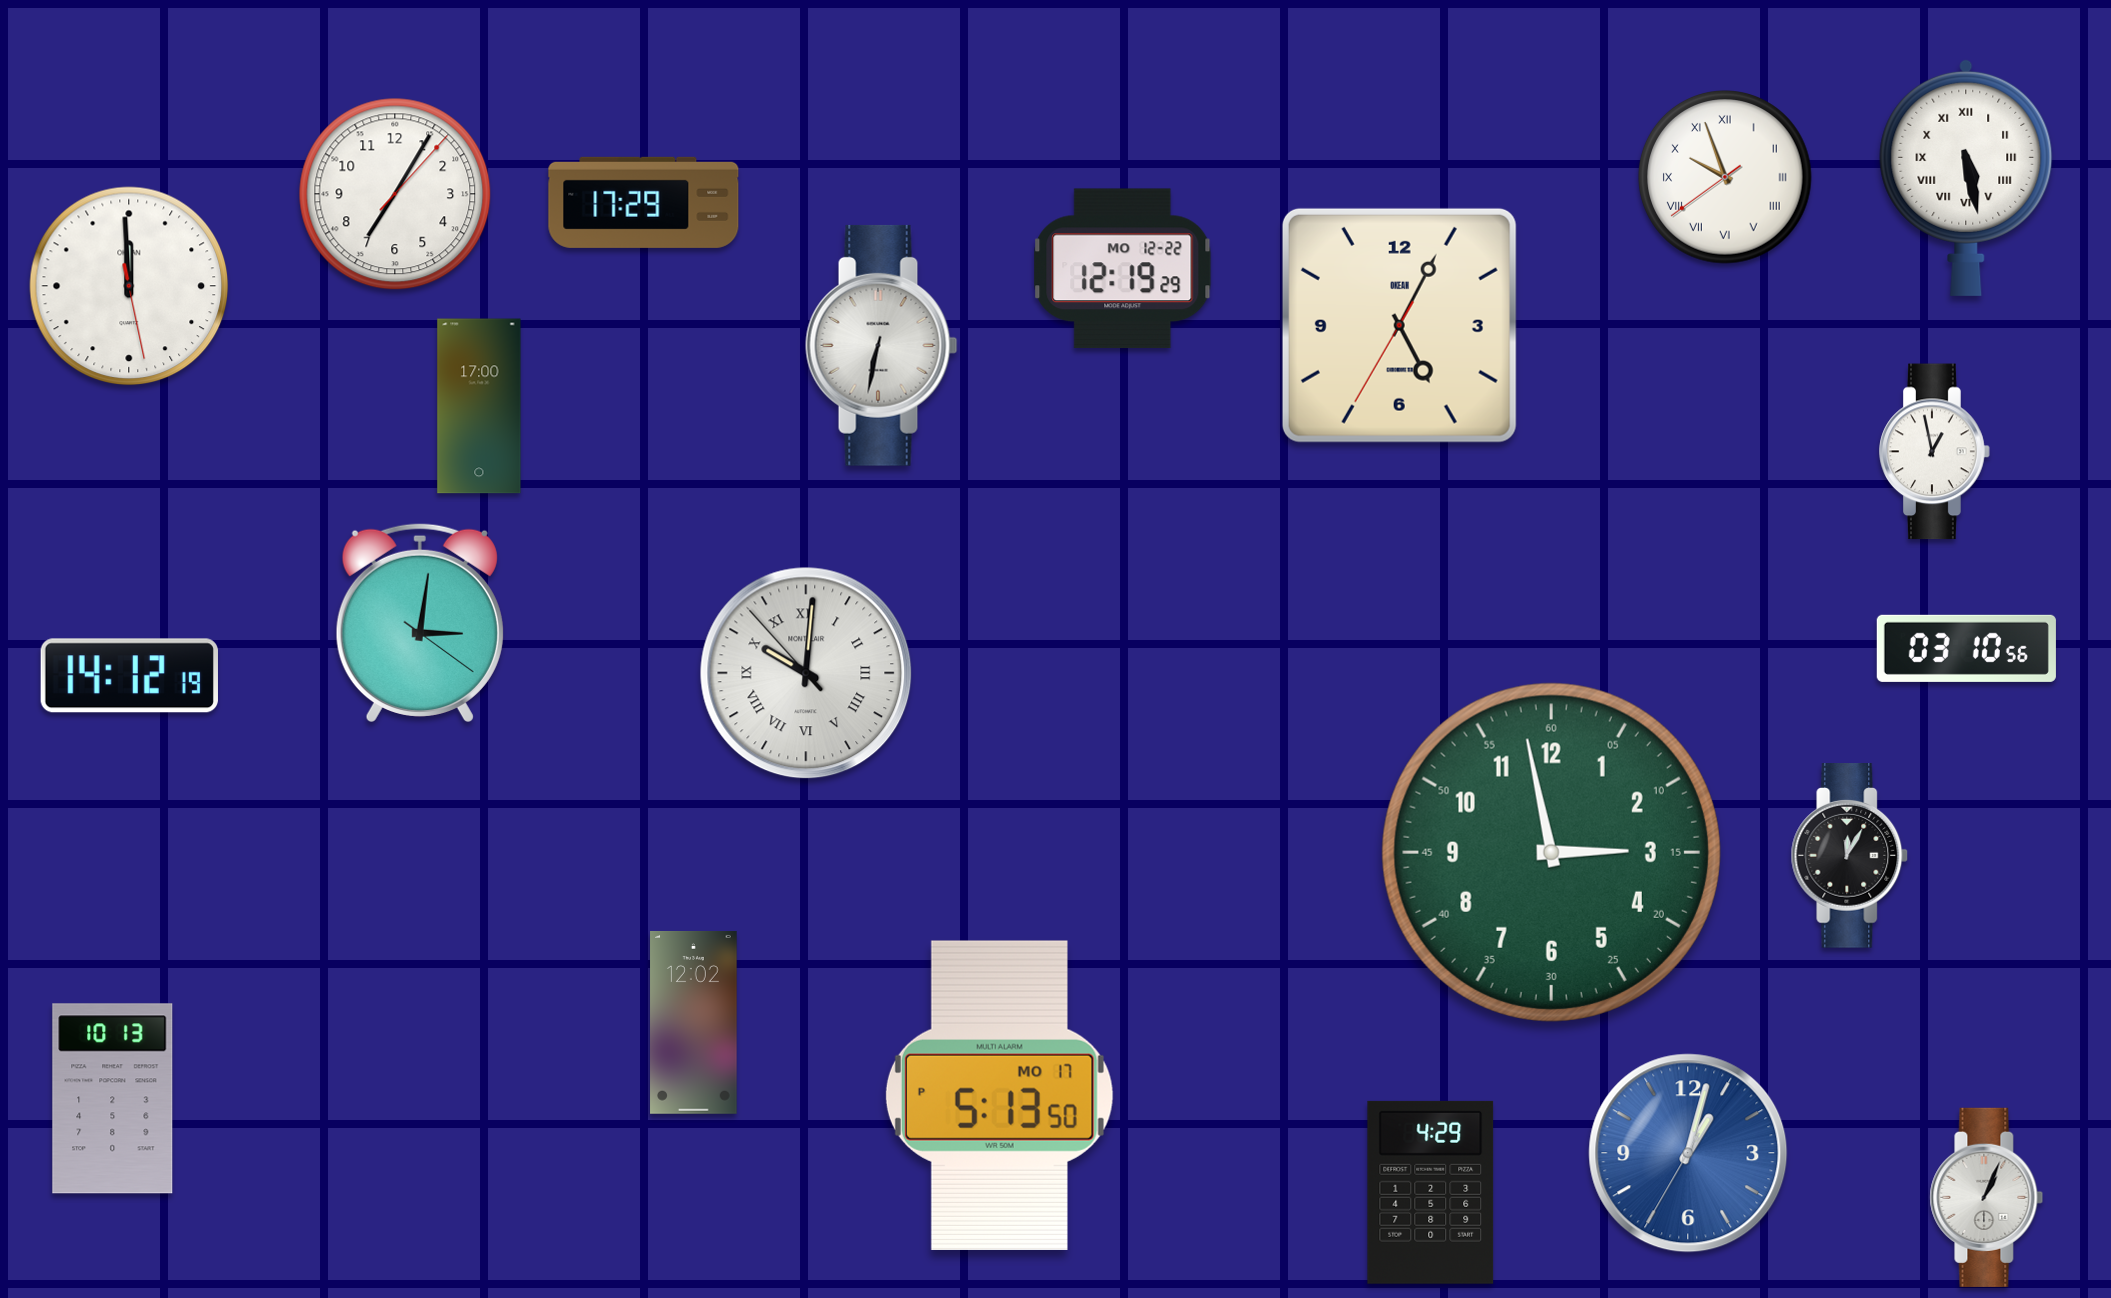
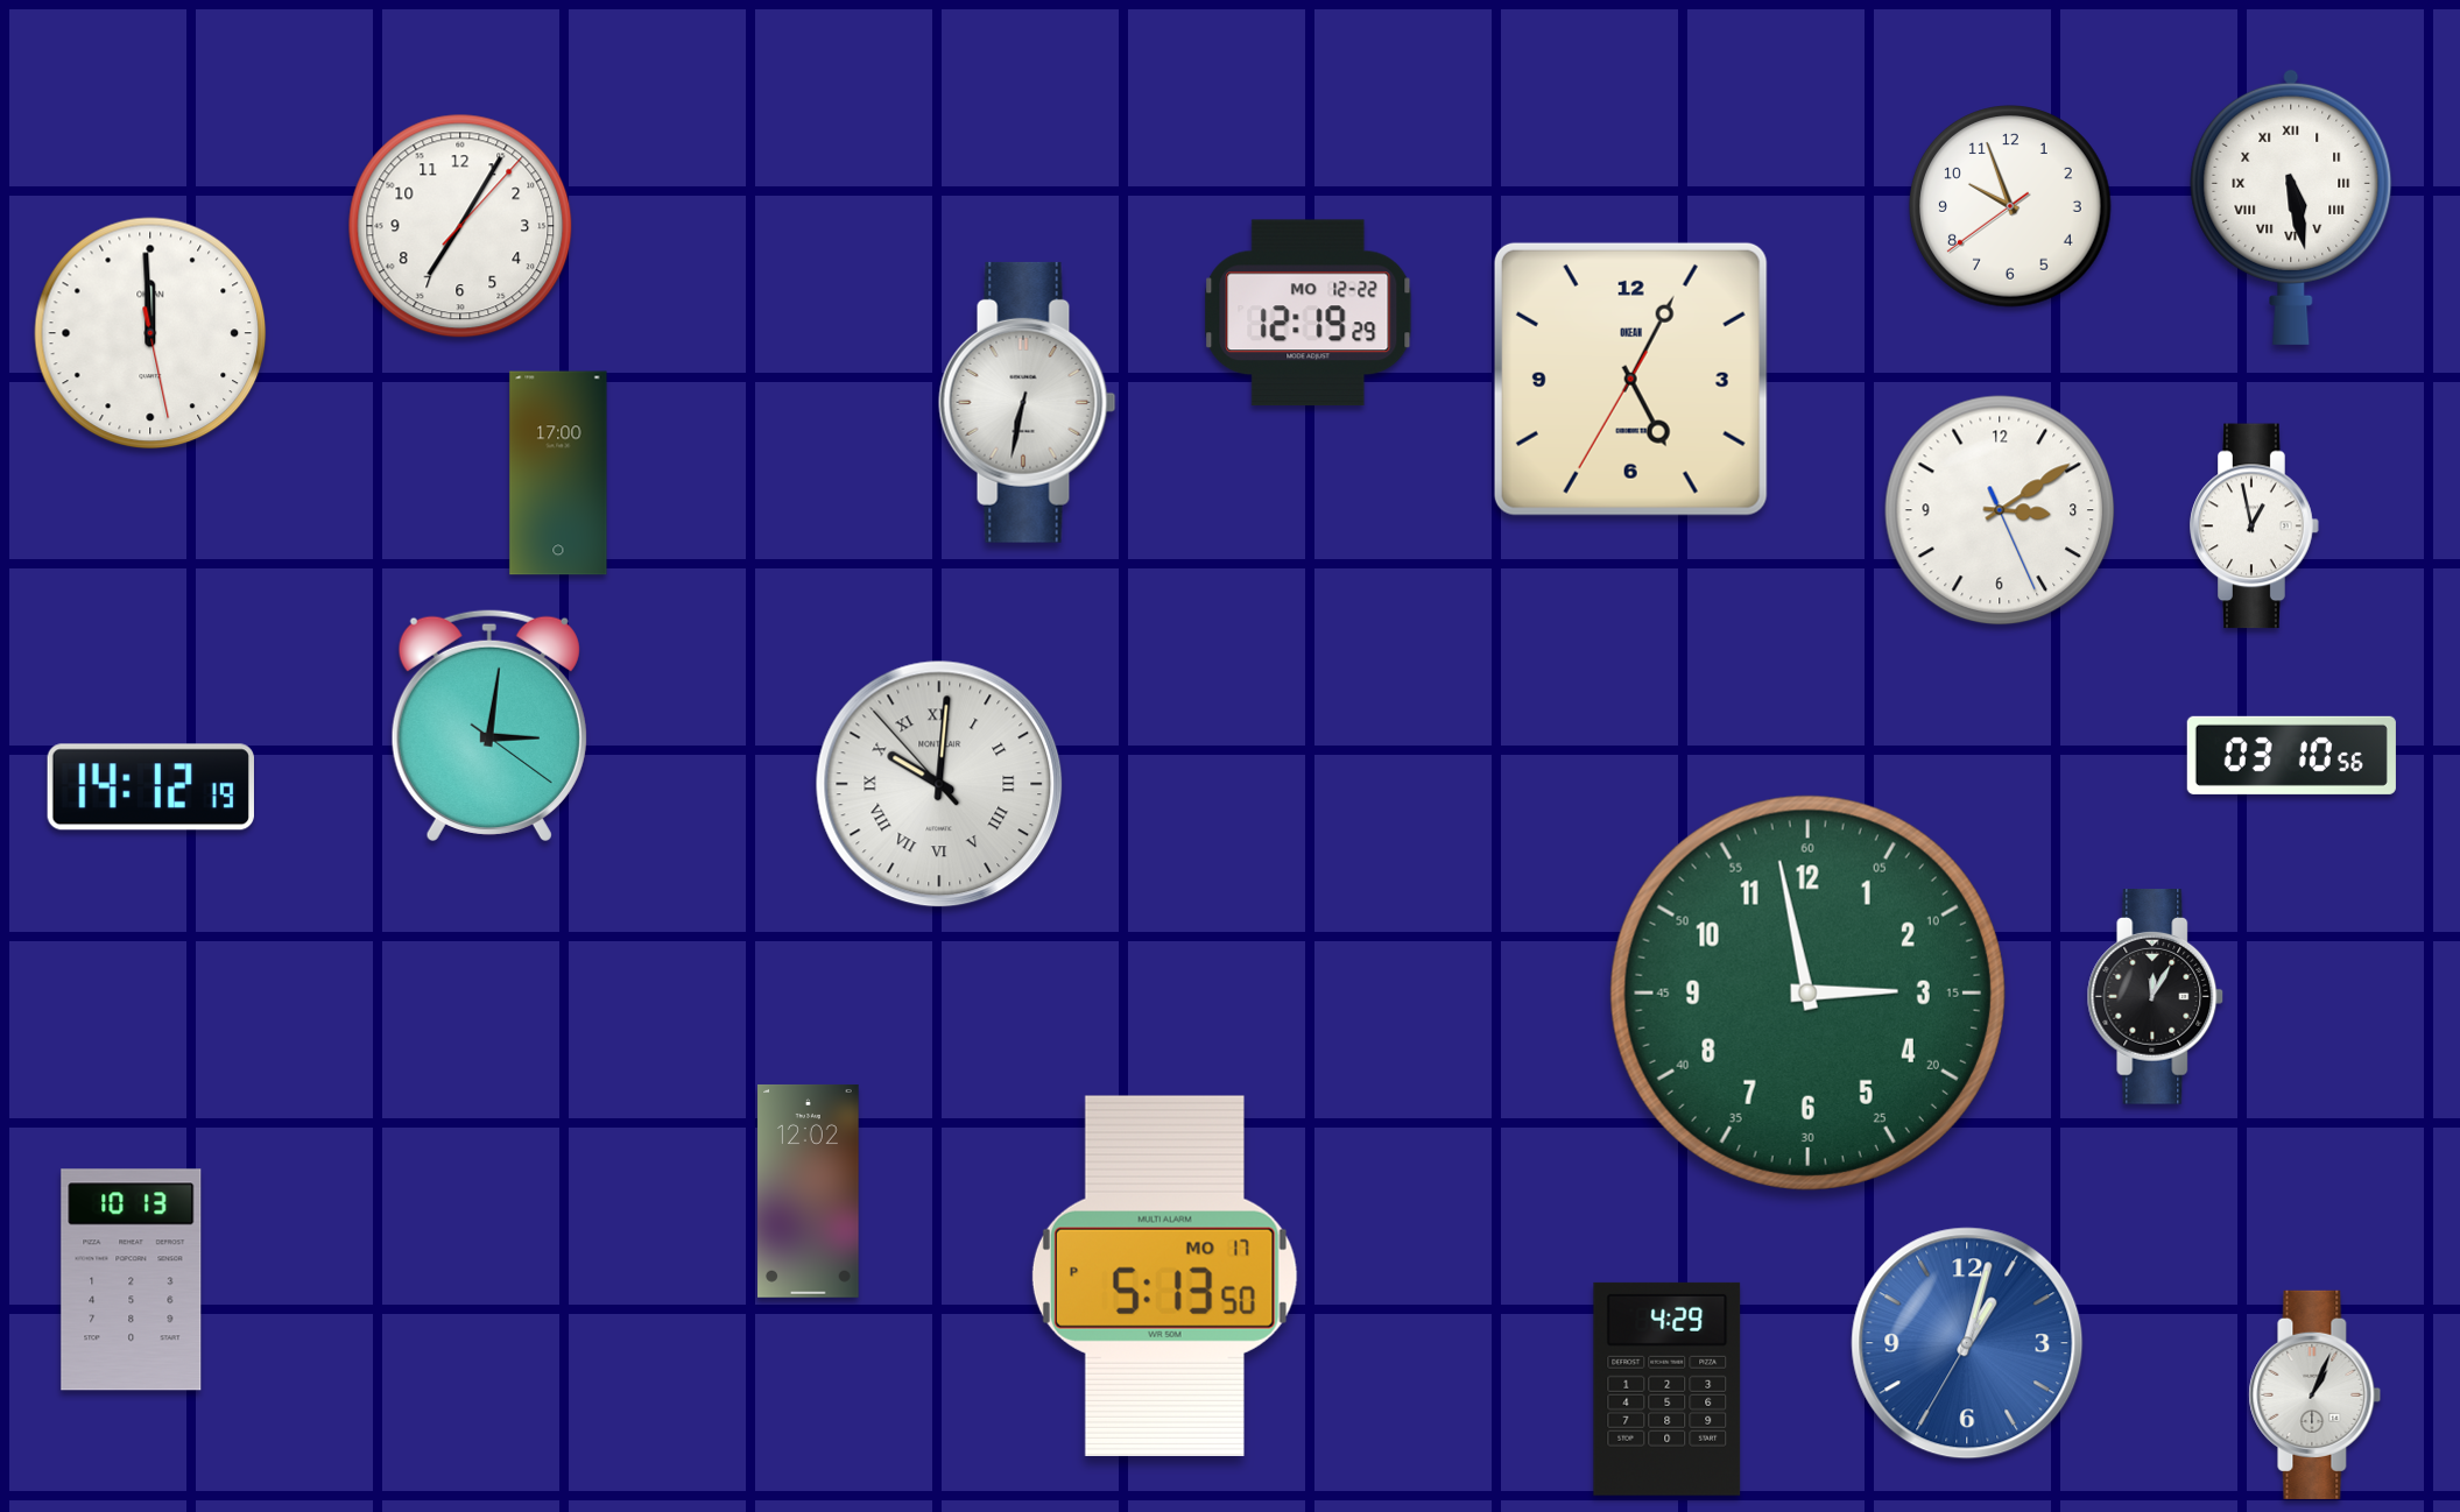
clock at (1725, 178) numerals: Roman -> Arabic
clock at (644, 202): 17:29 -> none
clock at (2000, 510): none -> 3:09
